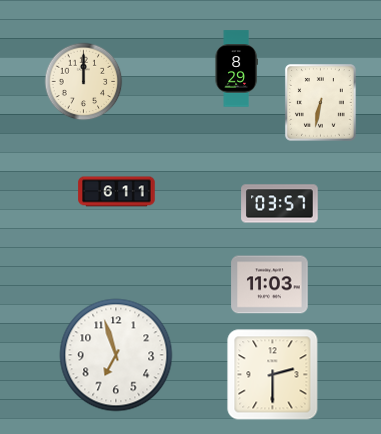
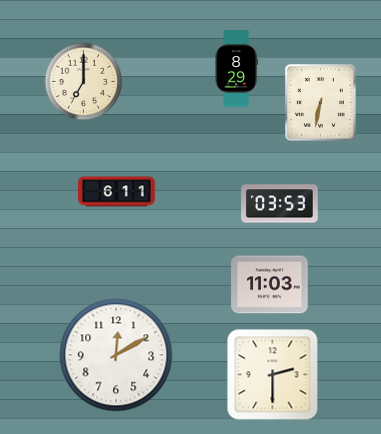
clock at (83, 81): 12:00 -> 7:00
clock at (280, 204): 03:57 -> 03:53
clock at (116, 355): 6:57 -> 12:10
